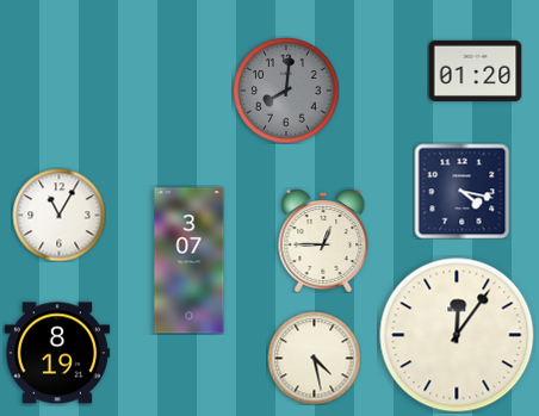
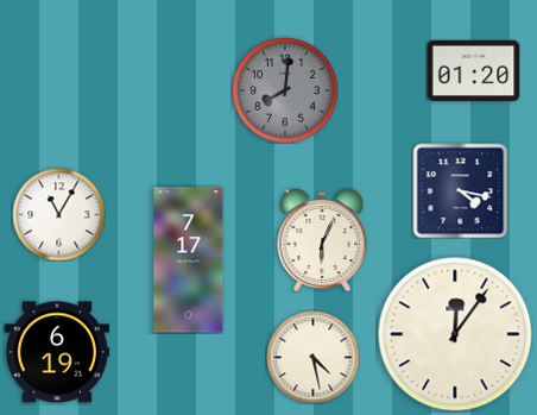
clock at (323, 241): 12:45 -> 6:04
clock at (190, 261): 3:07 -> 7:17
clock at (57, 353): 8:19 -> 6:19
